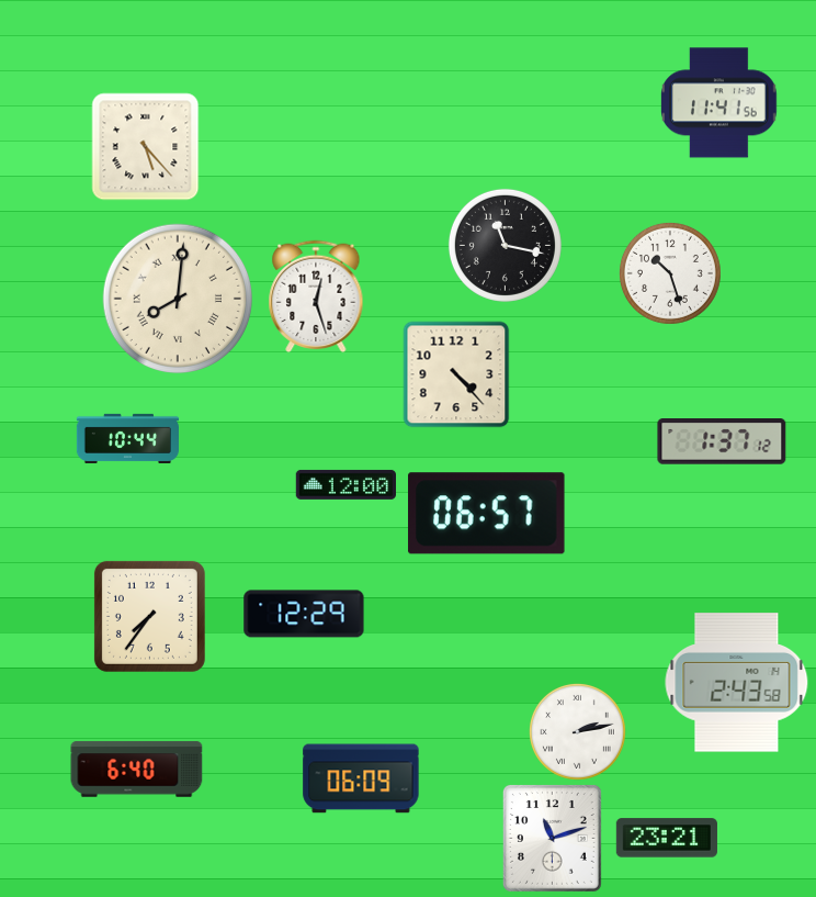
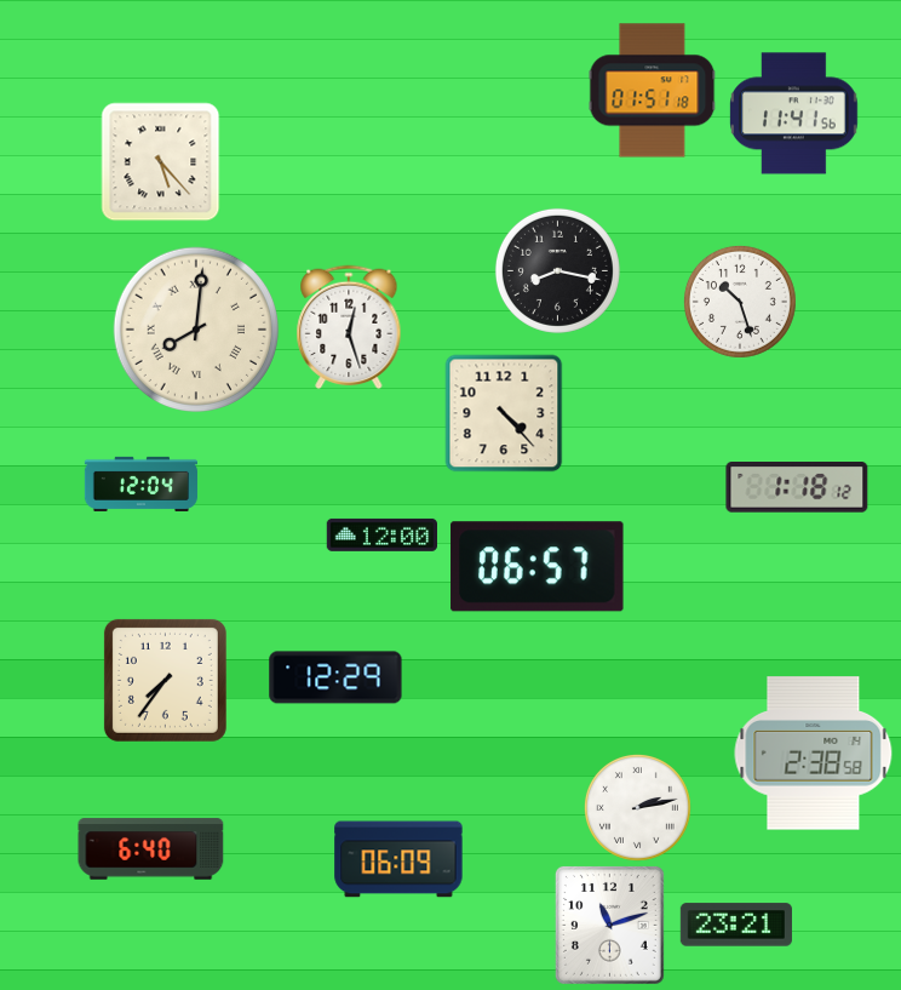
clock at (653, 91): none -> 01:51
clock at (505, 245): 11:17 -> 8:17
clock at (127, 438): 10:44 -> 12:04
clock at (722, 441): 1:37 -> 1:18
clock at (737, 683): 2:43 -> 2:38
